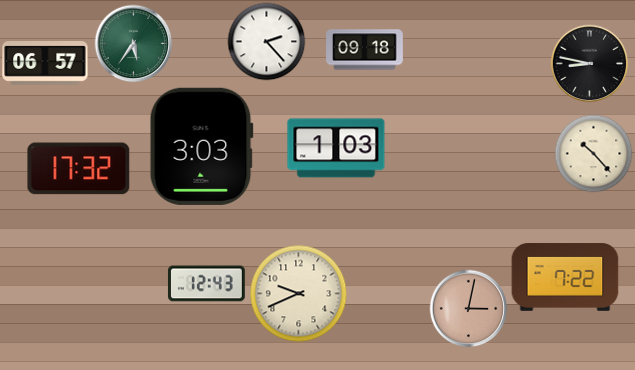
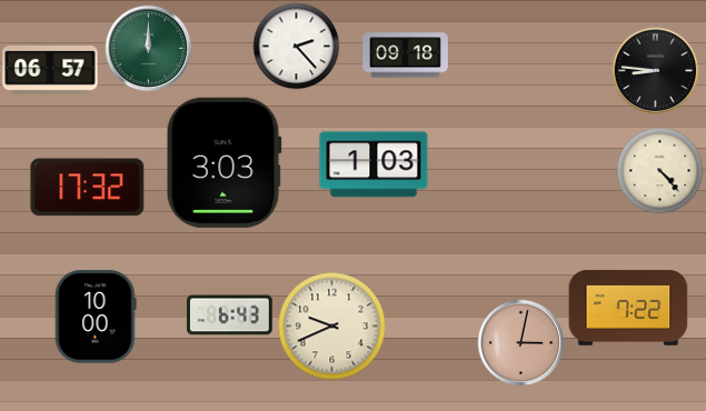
clock at (133, 43): 5:36 -> 12:00
clock at (589, 63): 8:47 -> 8:46
clock at (593, 153): 10:23 -> 4:23
clock at (207, 284): 12:43 -> 6:43
clock at (96, 317): none -> 10:00
